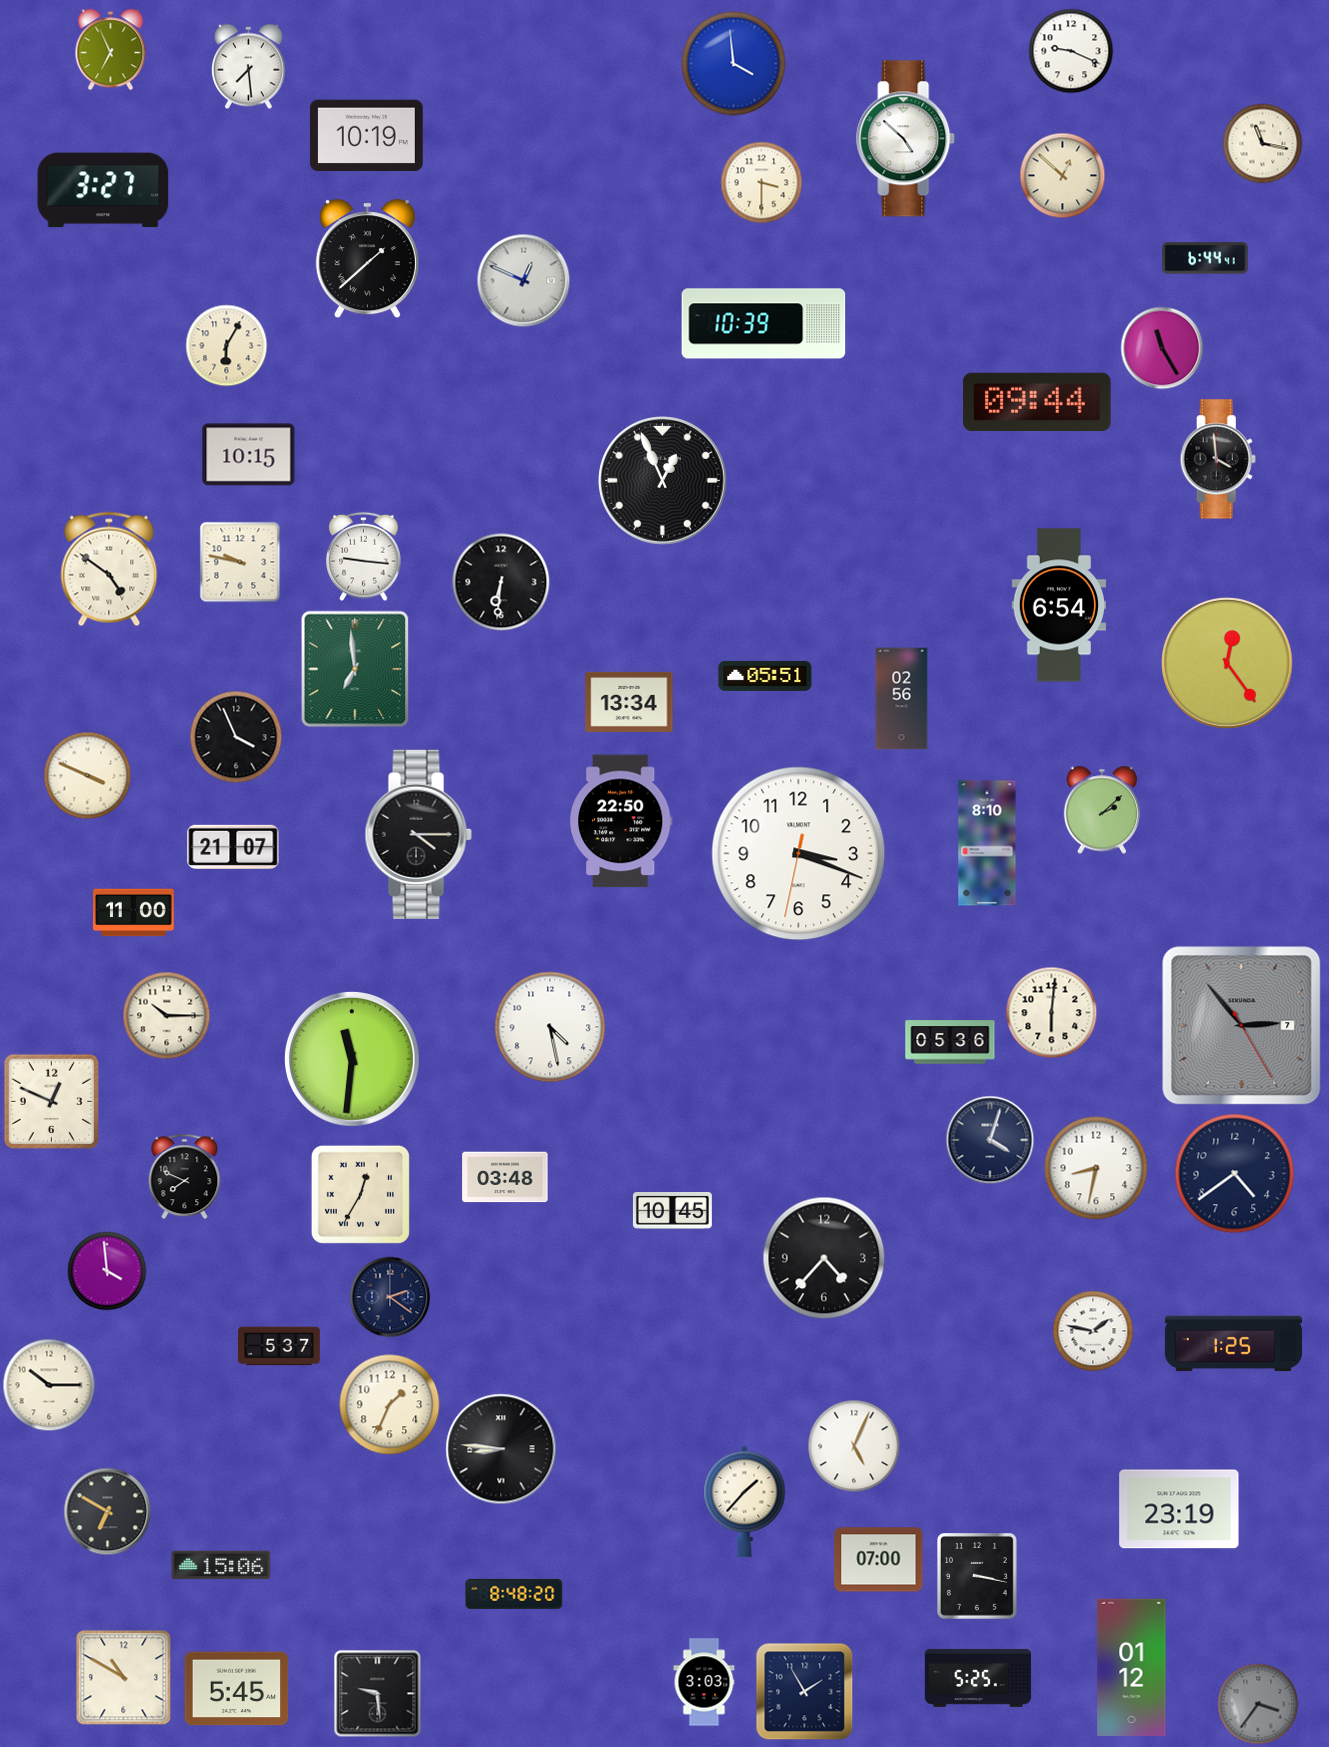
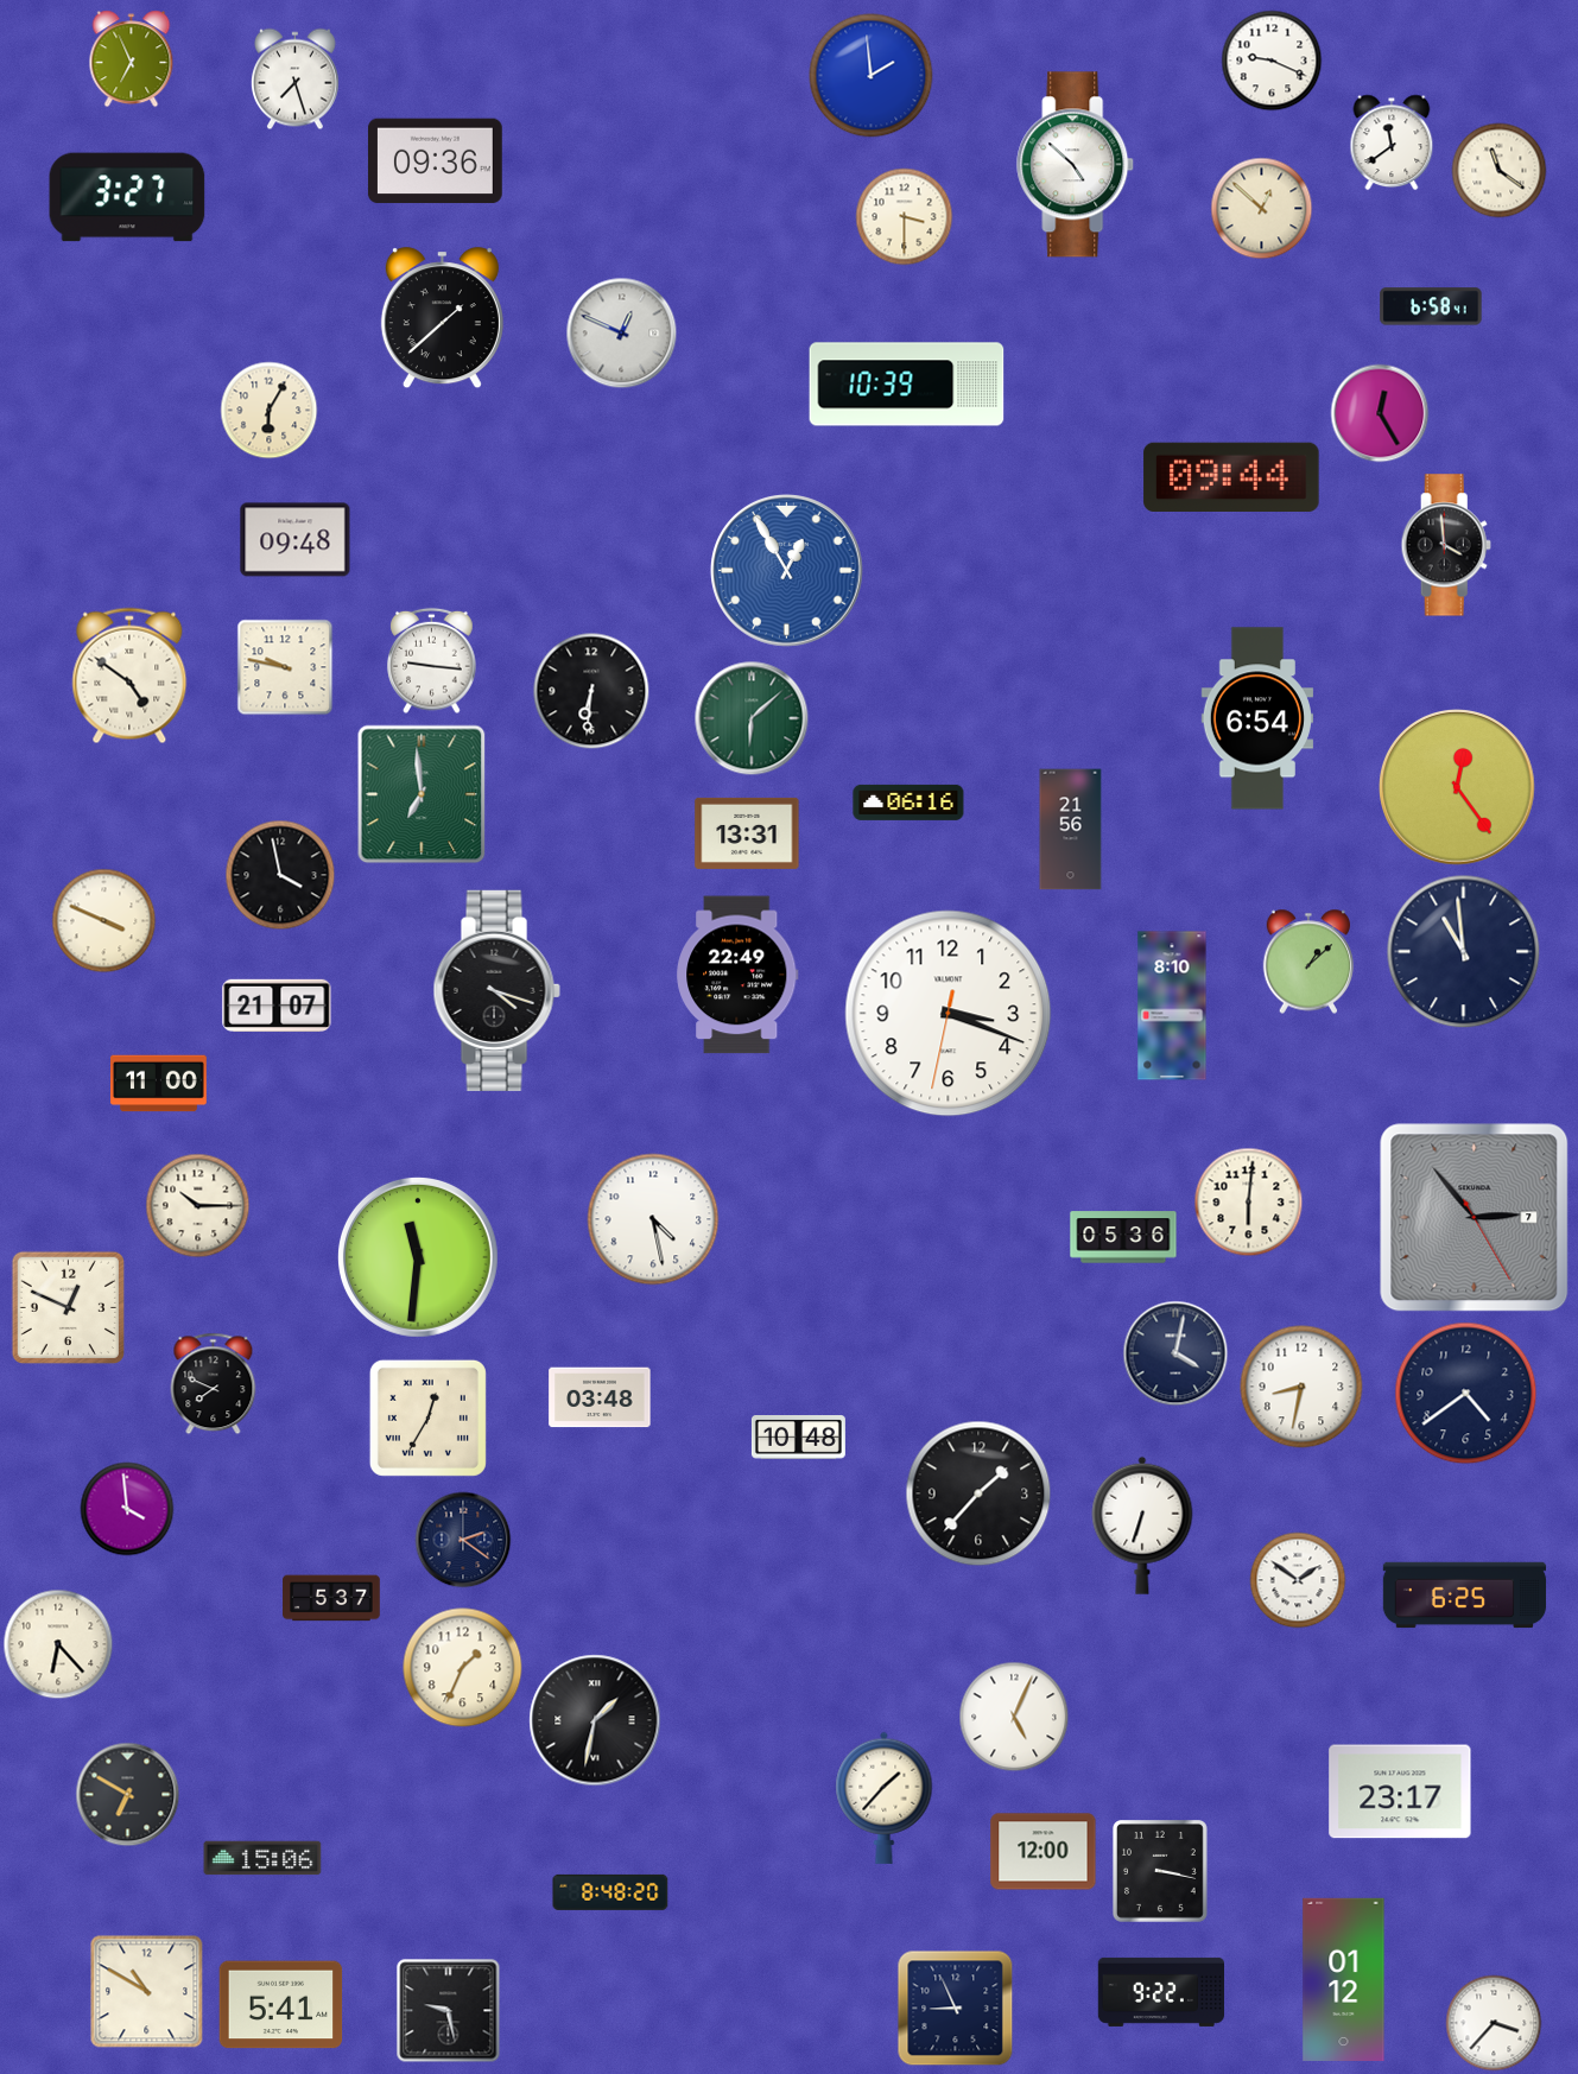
clock at (734, 64): 3:59 -> 1:59
clock at (248, 67): 7:29 -> 7:27
clock at (1392, 142): none -> 11:39
clock at (366, 136): 10:19 -> 09:36
clock at (1263, 144): 11:17 -> 11:21
clock at (103, 190) position: (103, 190) -> (127, 197)
clock at (1205, 258): 6:44 -> 6:58
clock at (367, 259) position: (367, 259) -> (442, 318)
clock at (1162, 348): 11:25 -> 12:25
clock at (249, 455): 10:15 -> 09:48
clock at (663, 481): 12:56 -> 12:55
clock at (663, 481) dial: black -> blue
clock at (501, 582) position: (501, 582) -> (591, 691)
clock at (752, 718): none -> 6:08
clock at (765, 676): 05:51 -> 06:16
clock at (902, 699): 02:56 -> 21:56
clock at (629, 702): 13:34 -> 13:31
clock at (236, 737): 3:56 -> 3:58
clock at (1464, 952): none -> 10:59
clock at (1102, 810): 2:08 -> 1:08
clock at (621, 821): 22:50 -> 22:49
clock at (418, 834): 4:15 -> 4:18
clock at (987, 843) position: (987, 843) -> (1172, 1006)
clock at (950, 1042) position: (950, 1042) -> (1123, 1237)
clock at (51, 1101) position: (51, 1101) -> (68, 1307)
clock at (990, 1140): 4:03 -> 4:02
clock at (185, 1177) position: (185, 1177) -> (214, 1384)
clock at (672, 1211): 10:45 -> 10:48
clock at (824, 1258): 4:37 -> 1:37
clock at (1142, 1526): none -> 6:33
clock at (1093, 1331): 1:47 -> 1:51
clock at (1234, 1344): 1:25 -> 6:25
clock at (49, 1385): 10:15 -> 6:23
clock at (501, 1449): 8:46 -> 1:32
clock at (745, 1501) position: (745, 1501) -> (885, 1797)
clock at (1179, 1509): 23:19 -> 23:17
clock at (879, 1560): 07:00 -> 12:00
clock at (977, 1678): 5:25 -> 9:22
clock at (704, 1682): 3:03 -> none
clock at (237, 1689): 5:45 -> 5:41
clock at (805, 1692): 1:55 -> 8:56
clock at (378, 1694): 9:29 -> 9:28
clock at (1258, 1704): 3:36 -> 3:37
clock at (1258, 1704) dial: grey -> white
